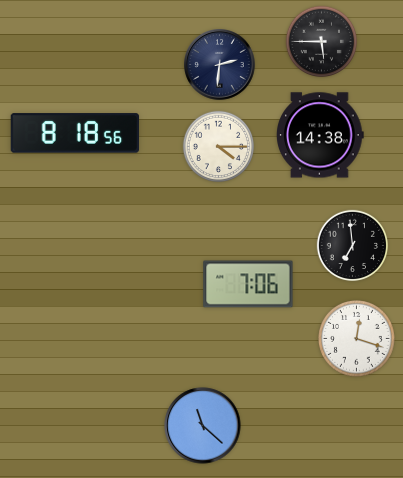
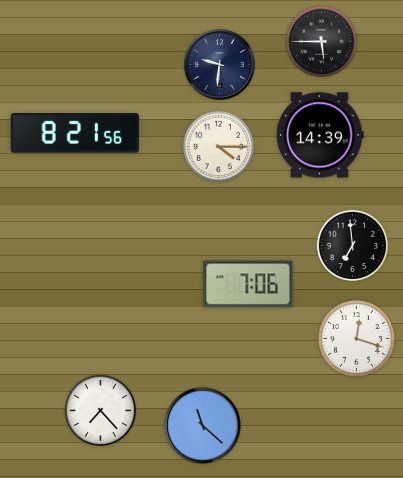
clock at (220, 65): 2:31 -> 9:31
clock at (75, 133): 8:18 -> 8:21
clock at (321, 135): 14:38 -> 14:39
clock at (101, 411): none -> 7:23
